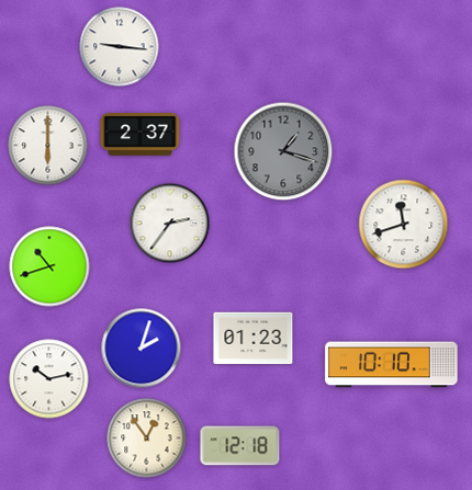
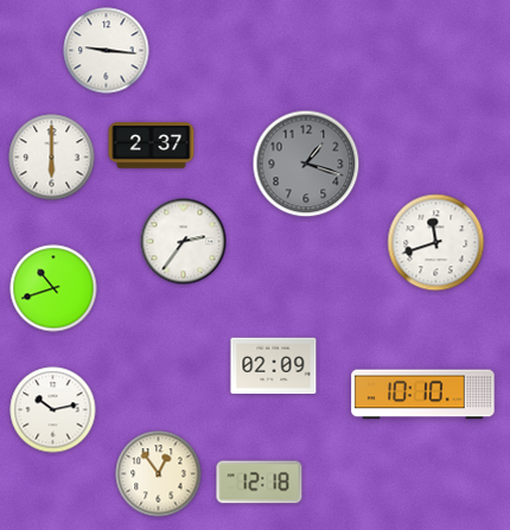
clock at (120, 47) position: (120, 47) -> (107, 51)
clock at (254, 339): 01:23 -> 02:09
clock at (142, 349): 2:03 -> none
